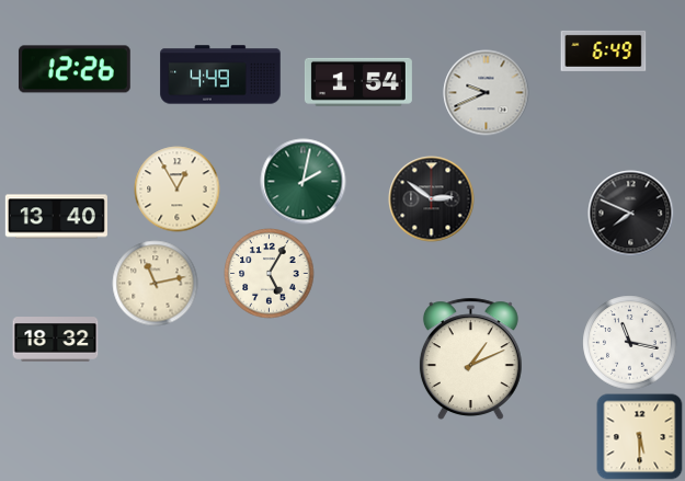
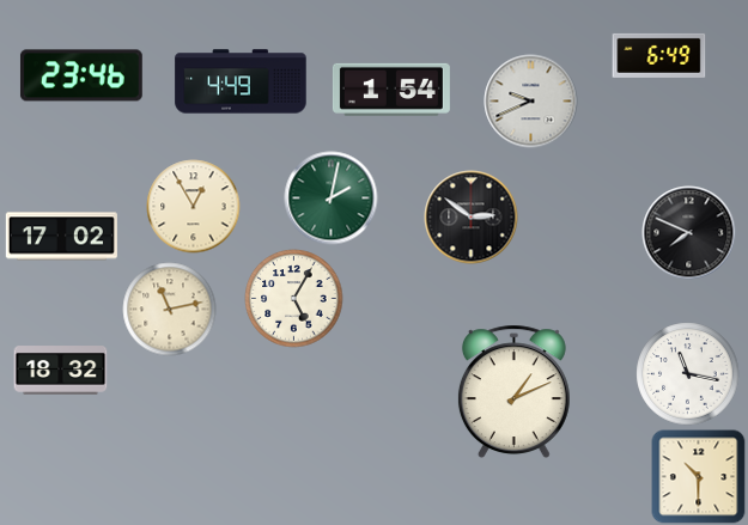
clock at (75, 69): 12:26 -> 23:46
clock at (56, 217): 13:40 -> 17:02
clock at (639, 436): 5:30 -> 10:30
